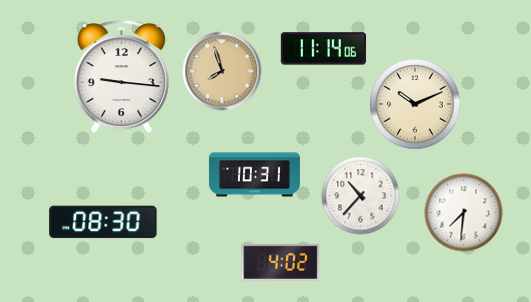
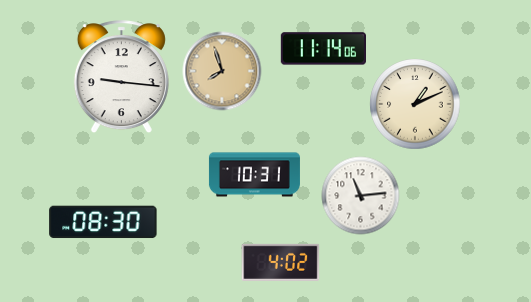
clock at (415, 104): 10:11 -> 1:11
clock at (360, 195): 10:37 -> 11:14
clock at (463, 212): 7:31 -> none
